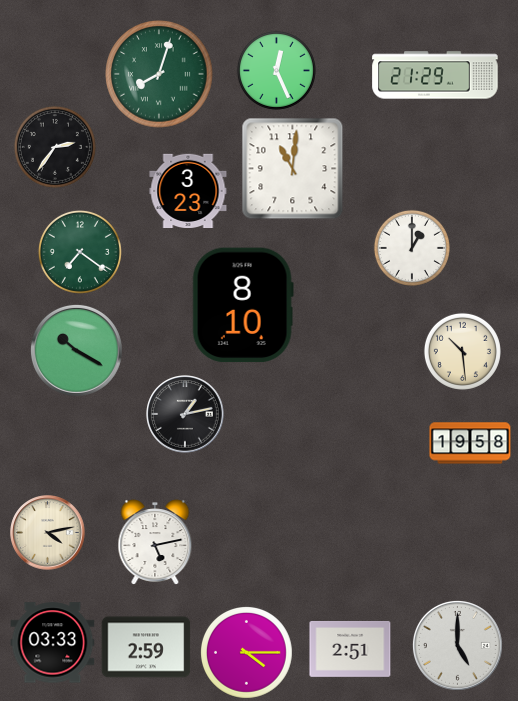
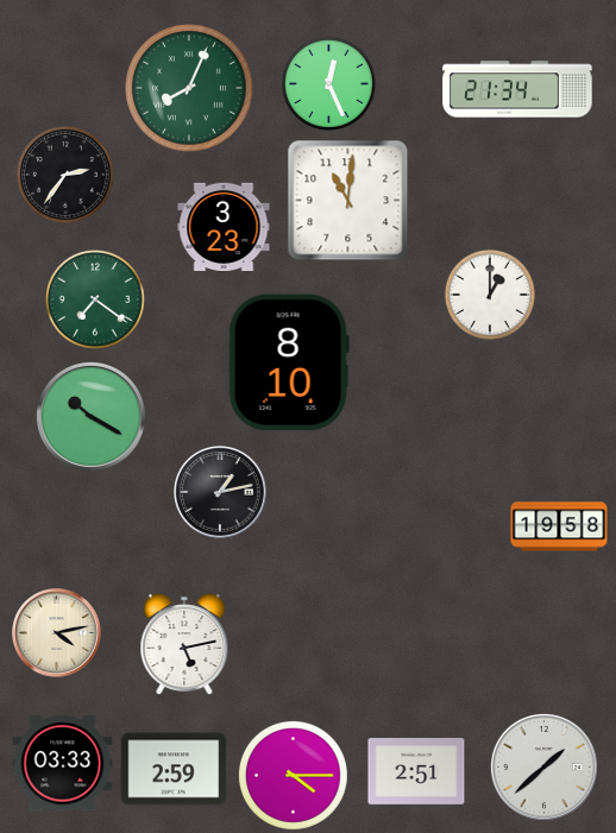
clock at (159, 74): 8:03 -> 8:04
clock at (435, 75): 21:29 -> 21:34
clock at (462, 351): 10:29 -> none
clock at (457, 645): 5:00 -> 1:38
